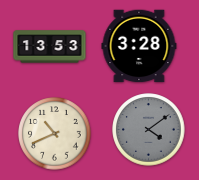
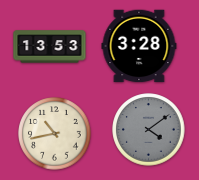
clock at (55, 134): 10:41 -> 10:43
